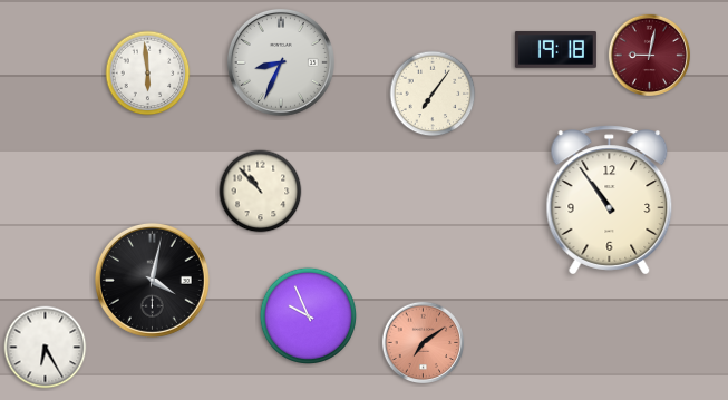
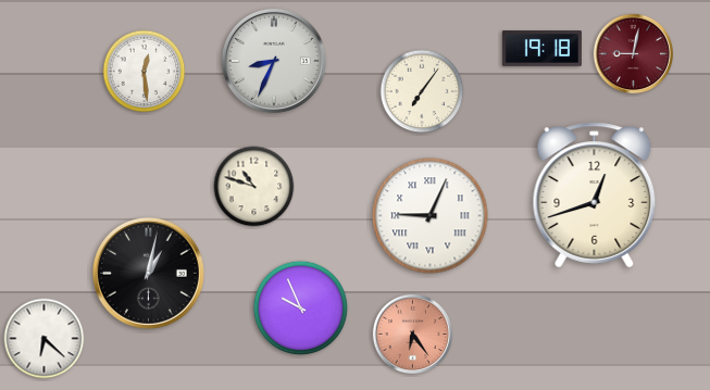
clock at (148, 74): 5:59 -> 12:29
clock at (261, 192): 10:53 -> 10:48
clock at (610, 201): 10:54 -> 12:42
clock at (431, 216): none -> 9:04
clock at (152, 280): 4:02 -> 1:02
clock at (423, 342): 7:09 -> 6:24
clock at (46, 348): 6:25 -> 6:22
